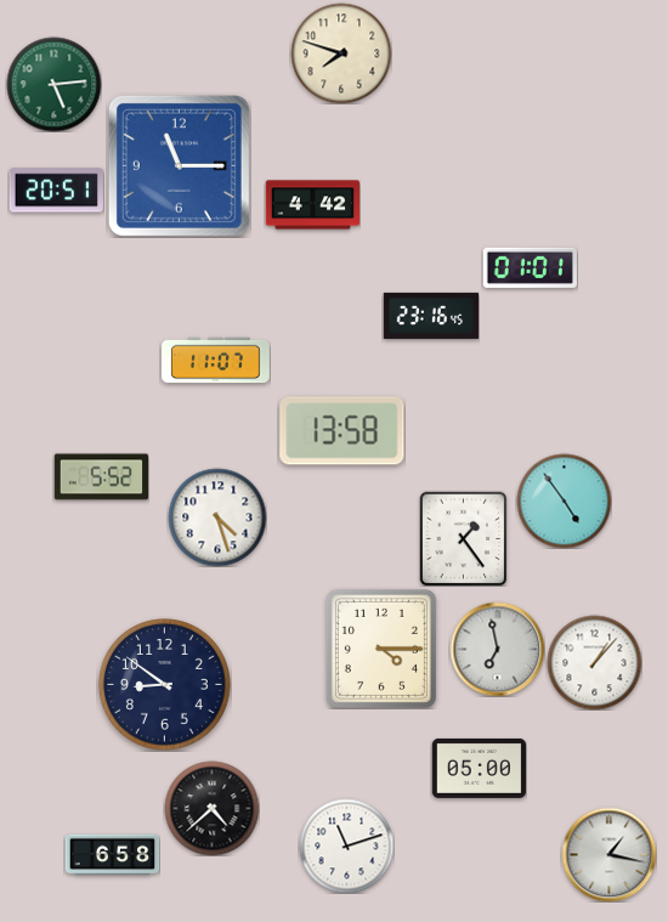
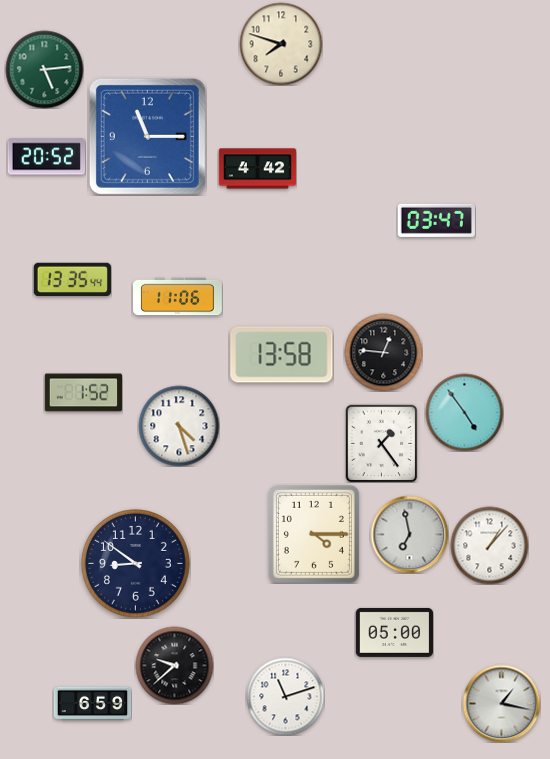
clock at (56, 191): 20:51 -> 20:52
clock at (530, 267): 01:01 -> 03:47
clock at (430, 316): 23:16 -> none
clock at (72, 280): none -> 13:35
clock at (216, 361): 11:07 -> 11:06
clock at (383, 352): none -> 12:46
clock at (101, 477): 5:52 -> 1:52
clock at (211, 808): 4:38 -> 9:38
clock at (112, 855): 6:58 -> 6:59
